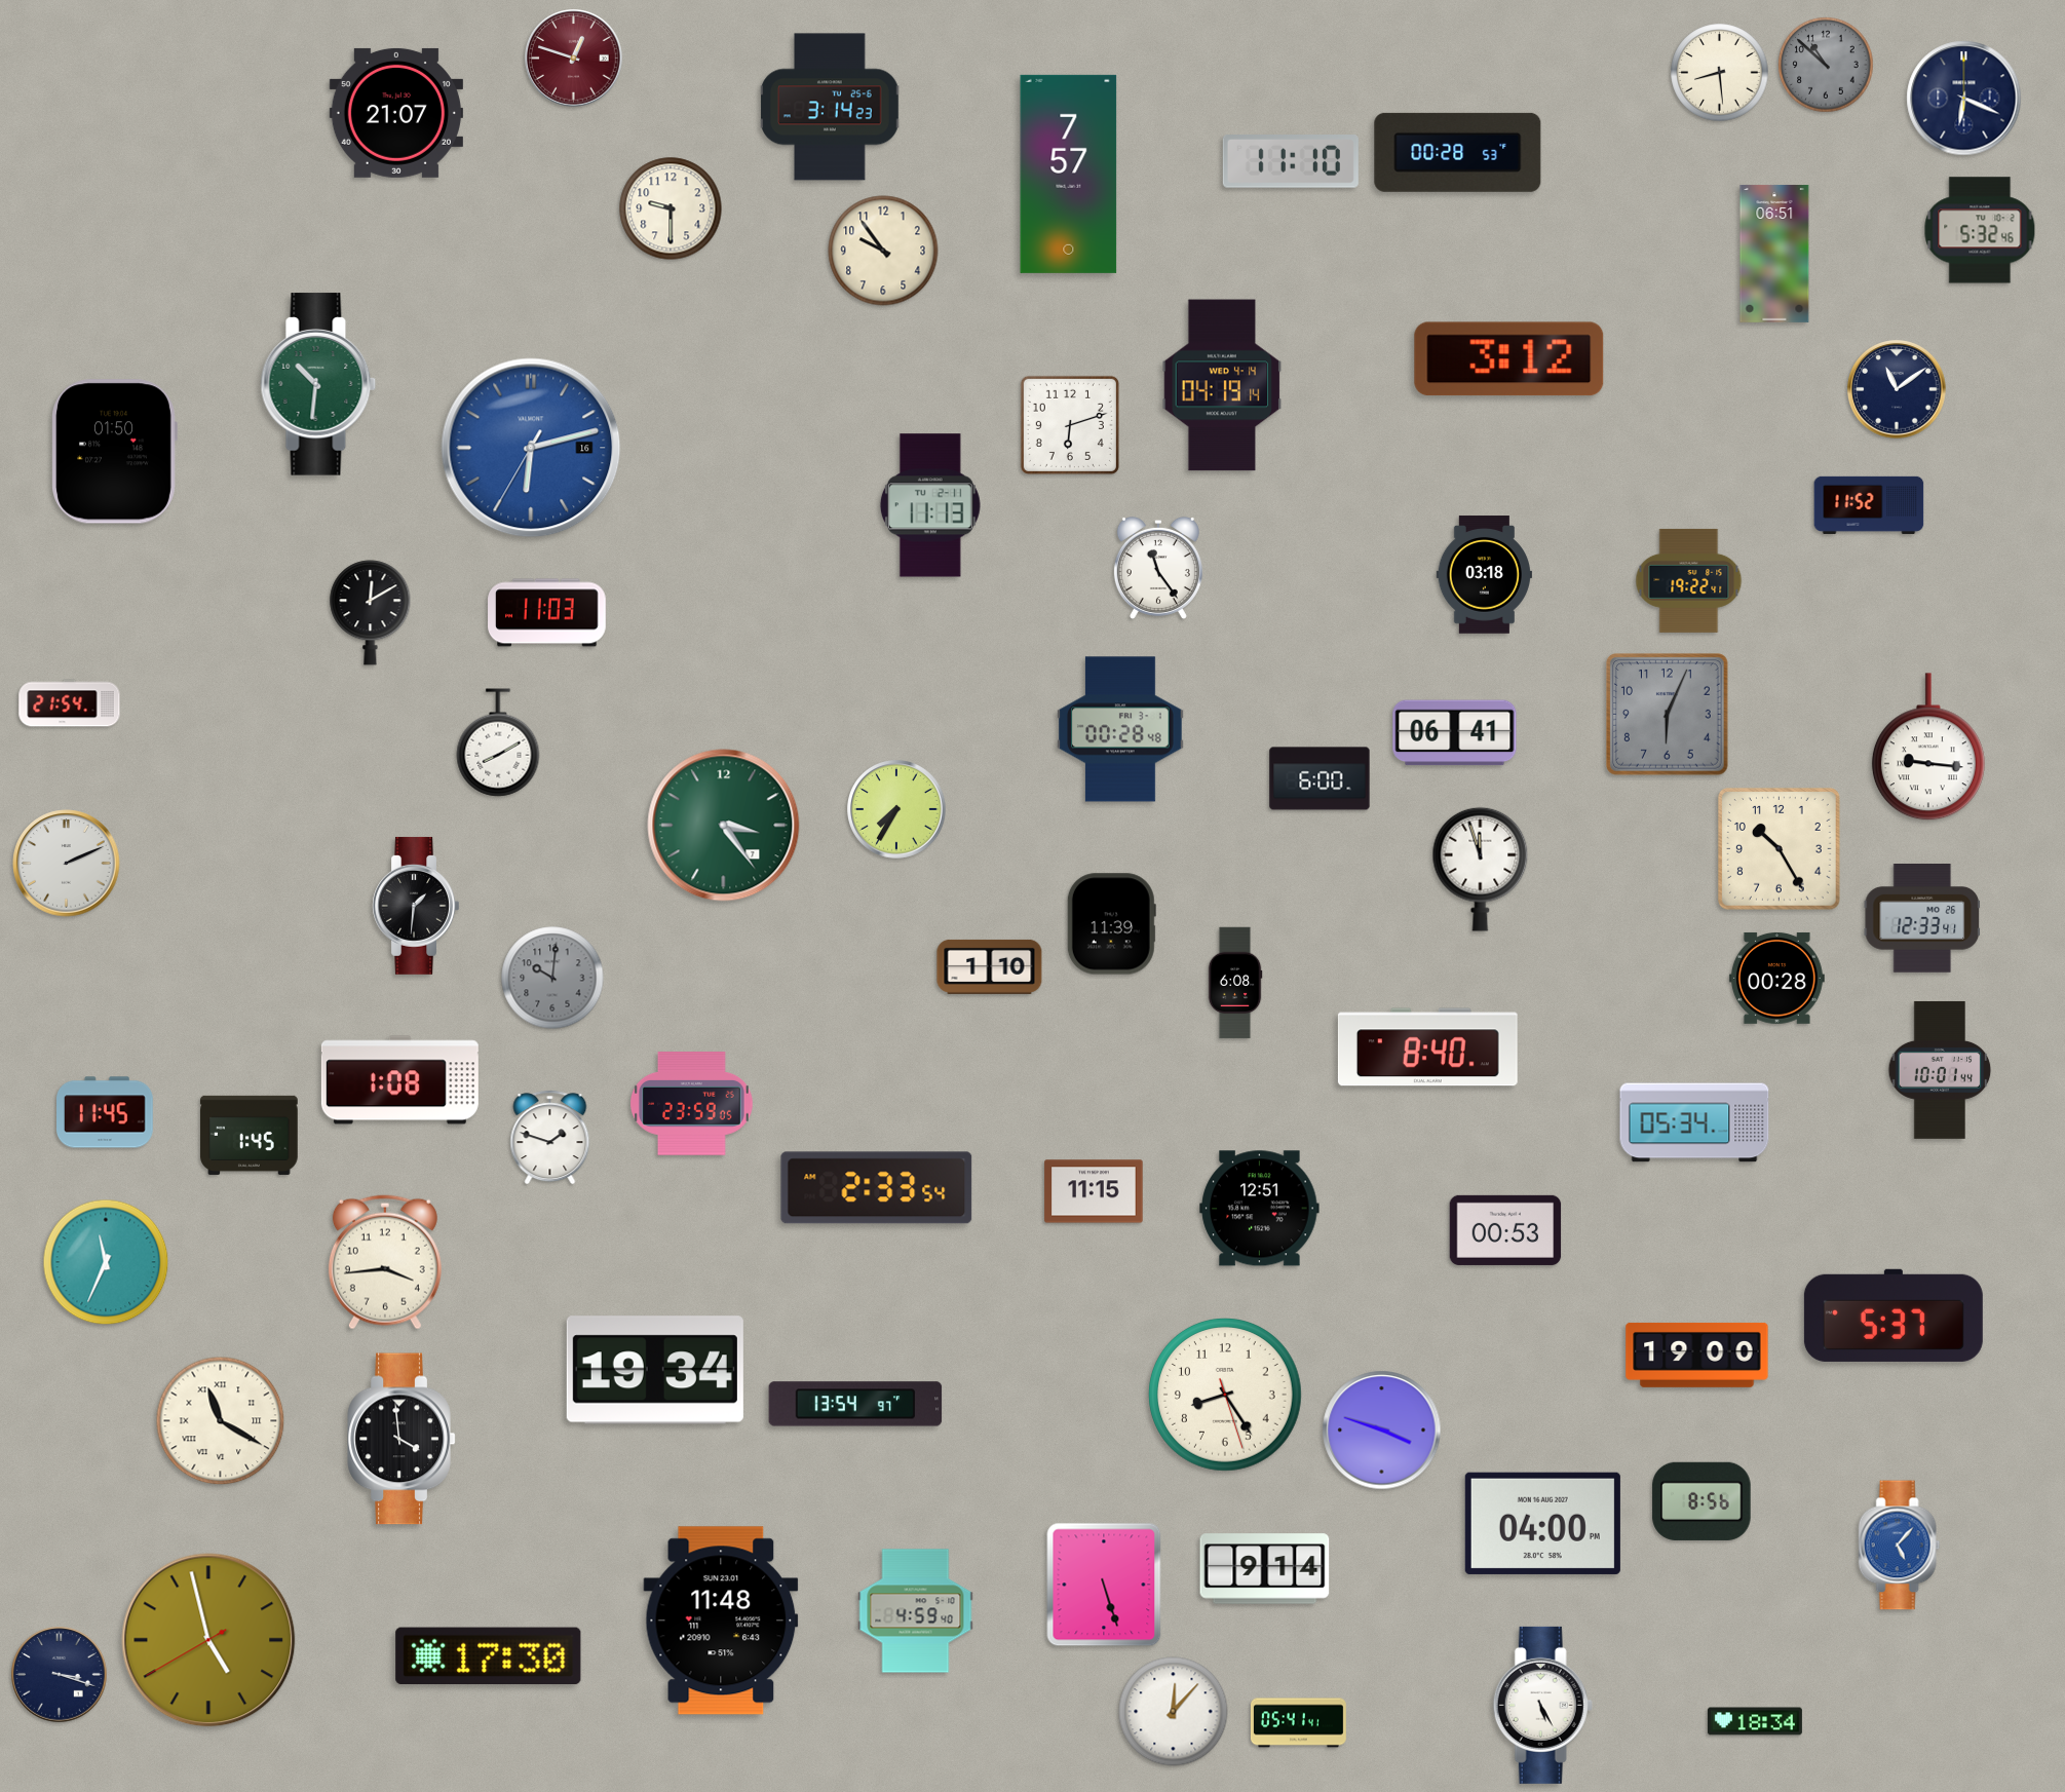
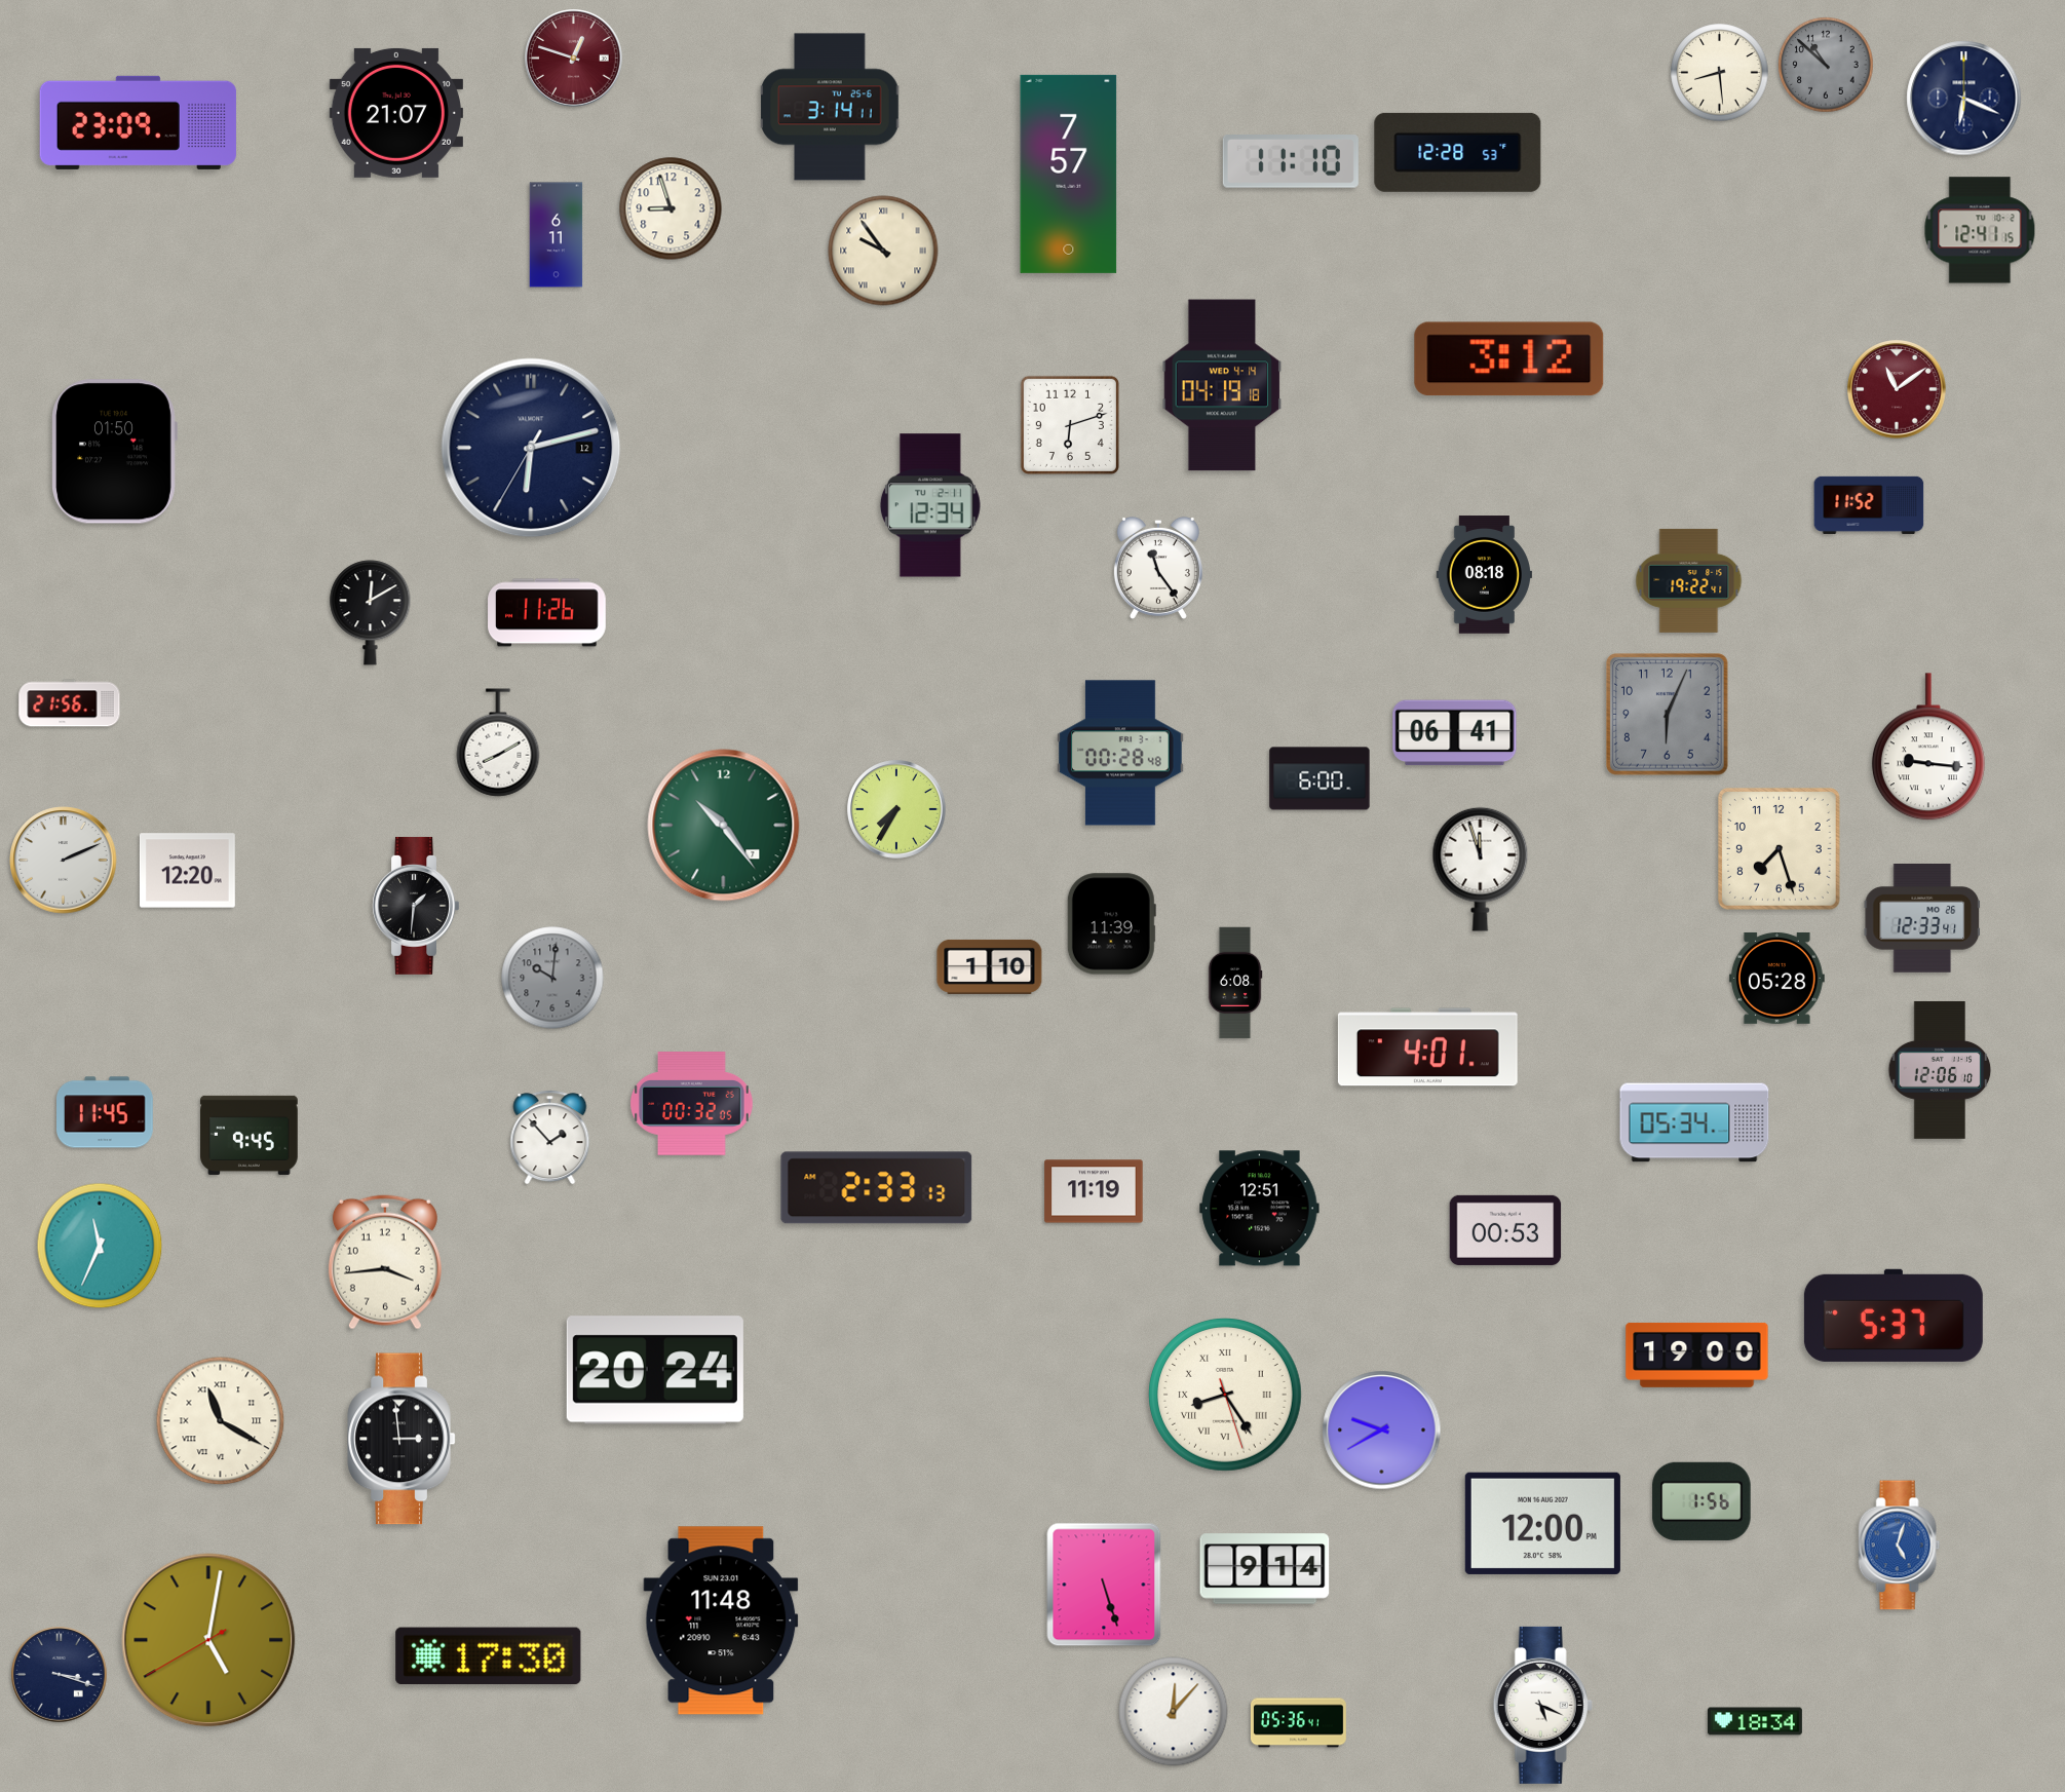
clock at (830, 107): 3:14:23 -> 3:14:11
clock at (138, 122): none -> 23:09
clock at (1458, 152): 00:28 -> 12:28
clock at (671, 208): 9:30 -> 8:57
clock at (1980, 230): 5:32 -> 12:41
clock at (557, 235): none -> 6:11
clock at (883, 251) numerals: Arabic -> Roman
clock at (1774, 254): 06:51 -> none
clock at (318, 384): 10:31 -> none
clock at (1222, 385): 04:19:14 -> 04:19:18
clock at (1897, 389) dial: navy -> burgundy
clock at (531, 448) date: 16 -> 12
clock at (531, 448) dial: blue -> navy
clock at (930, 505): 11:13 -> 12:34
clock at (1484, 575): 03:18 -> 08:18
clock at (547, 613): 11:03 -> 11:26
clock at (70, 703): 21:54 -> 21:56
clock at (1120, 729) position: (1120, 729) -> (1120, 753)
clock at (724, 826): 3:24 -> 10:24
clock at (1780, 848): 10:25 -> 7:27
clock at (67, 864) position: (67, 864) -> (64, 861)
clock at (187, 871): none -> 12:20
clock at (1776, 978): 00:28 -> 05:28
clock at (1427, 1047): 8:40 -> 4:01
clock at (1940, 1070): 10:01 -> 12:06
clock at (399, 1080): 1:08 -> none
clock at (692, 1104): 23:59 -> 00:32
clock at (250, 1135): 1:45 -> 9:45
clock at (550, 1138): 1:48 -> 1:53
clock at (877, 1188): 2:33:54 -> 2:33:13
clock at (1094, 1191): 11:15 -> 11:19
clock at (106, 1262) position: (106, 1262) -> (100, 1246)
clock at (655, 1370): 19:34 -> 20:24
clock at (1225, 1395) numerals: Arabic -> Roman
clock at (855, 1404): 13:54 -> none
clock at (1382, 1431): 3:48 -> 9:40
clock at (401, 1439): 3:59 -> 2:59
clock at (1701, 1501): 8:56 -> 1:56
clock at (1542, 1523): 04:00 -> 12:00
clock at (1900, 1546): 5:07 -> 5:03
clock at (916, 1611): 4:59 -> none
clock at (208, 1640): 4:57 -> 5:01
clock at (1542, 1705): 5:25 -> 5:19
clock at (1298, 1723): 05:41 -> 05:36
